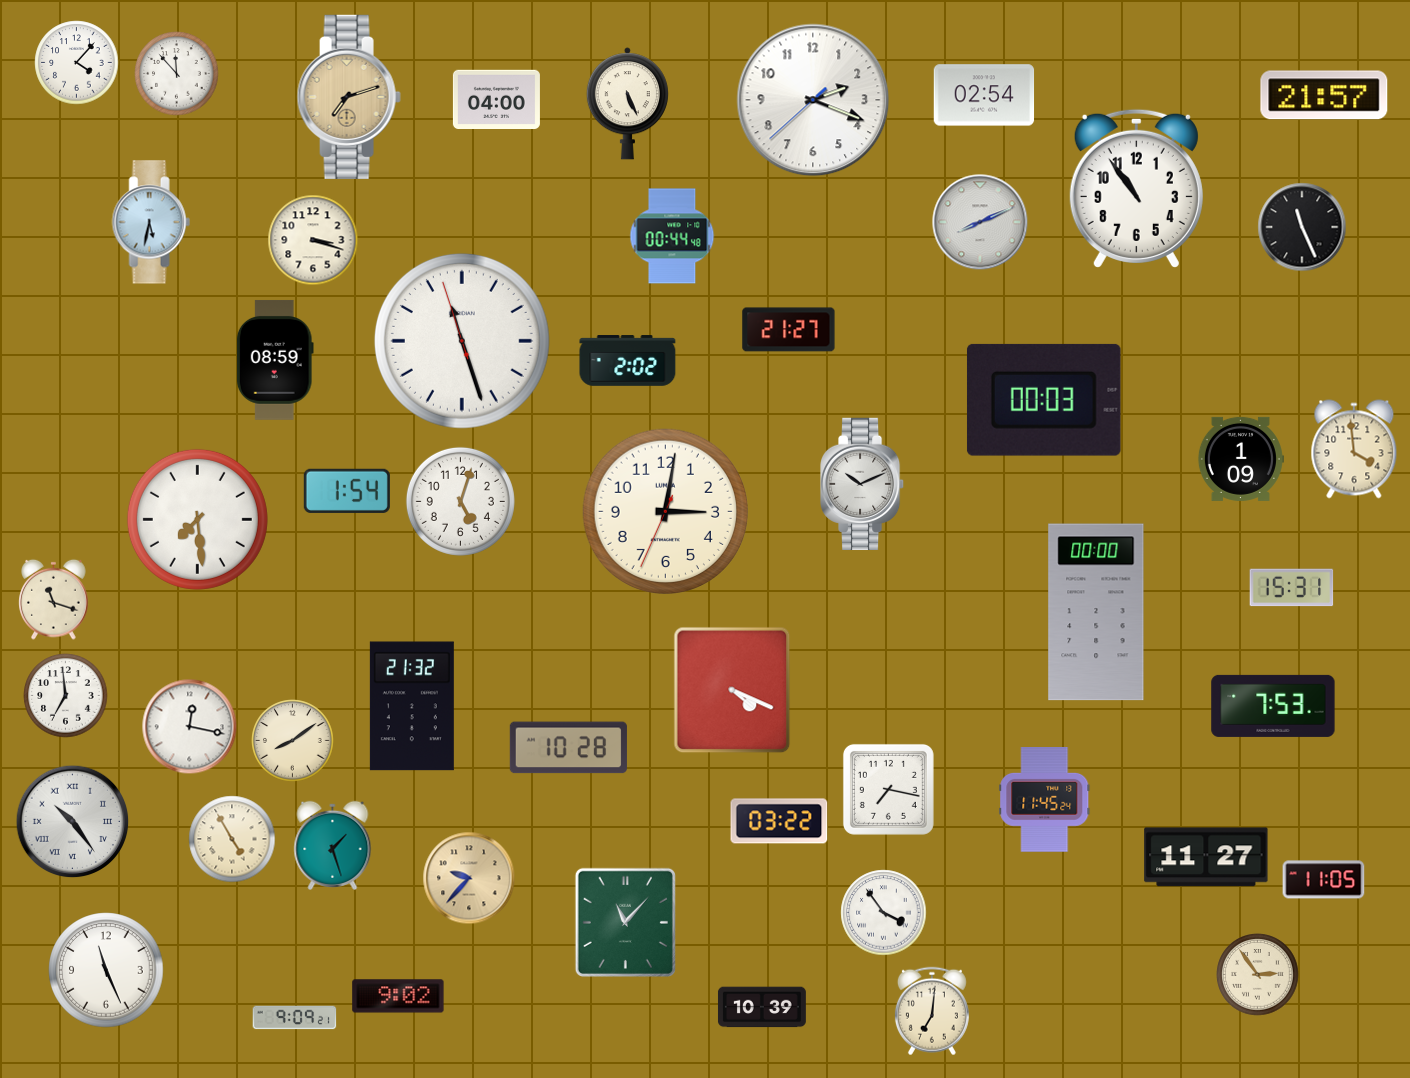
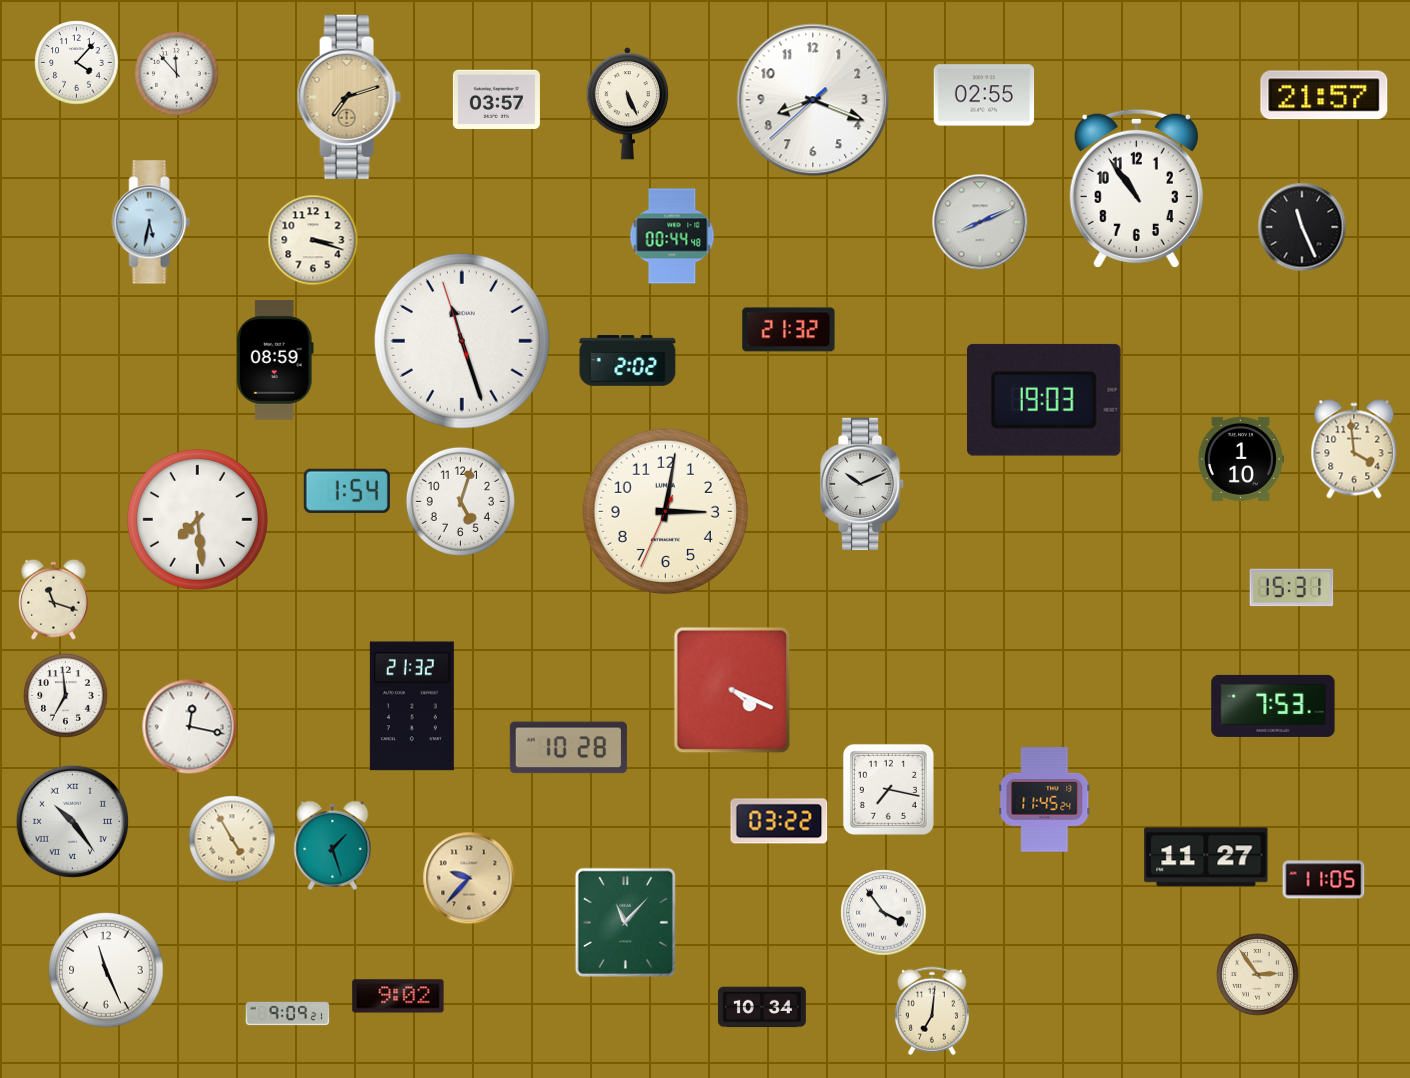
clock at (984, 95): 02:54 -> 02:55
clock at (496, 100): 04:00 -> 03:57
clock at (813, 100): 2:18 -> 8:18
clock at (789, 330): 21:27 -> 21:32
clock at (1044, 400): 00:03 -> 19:03
clock at (1240, 459): 1:09 -> 1:10
clock at (1096, 612): 00:00 -> none
clock at (293, 741): 8:09 -> none
clock at (762, 1007): 10:39 -> 10:34
clock at (295, 1018) position: (295, 1018) -> (288, 1014)
